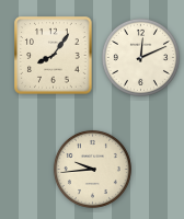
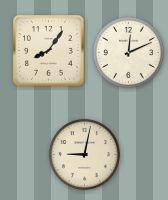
clock at (92, 169): 9:44 -> 9:02
